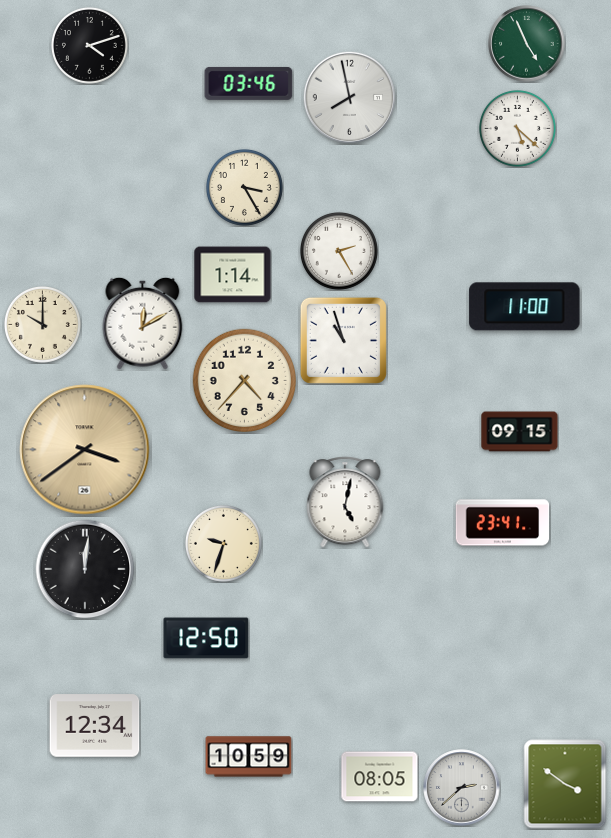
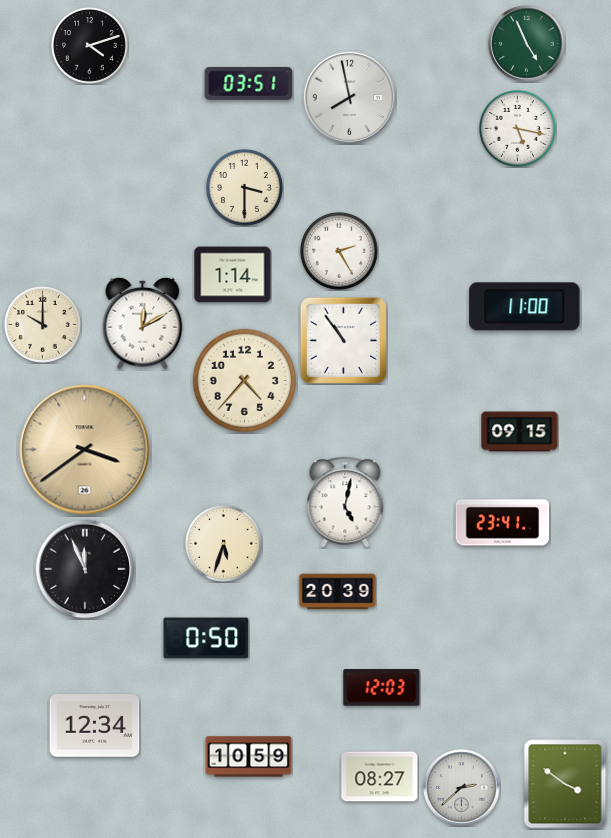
clock at (249, 83): 03:46 -> 03:51
clock at (517, 128): 5:22 -> 5:17
clock at (244, 187): 3:25 -> 3:30
clock at (343, 340): 10:57 -> 10:54
clock at (223, 543): 9:33 -> 5:33
clock at (85, 569): 12:01 -> 11:56
clock at (338, 592): none -> 20:39
clock at (206, 638): 12:50 -> 0:50
clock at (382, 688): none -> 12:03
clock at (380, 777): 08:05 -> 08:27
